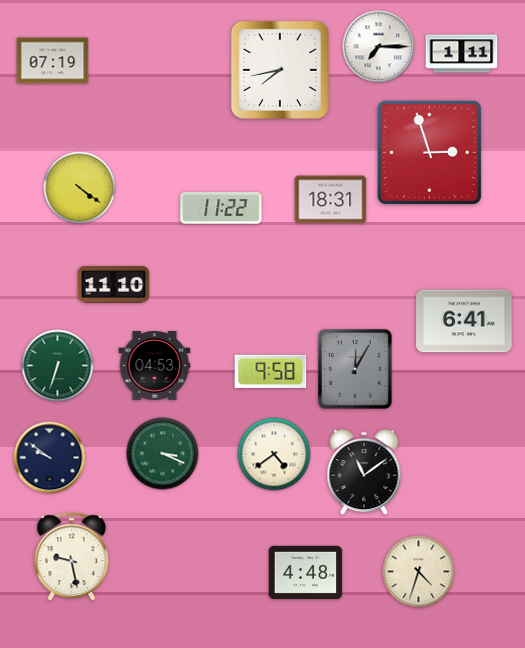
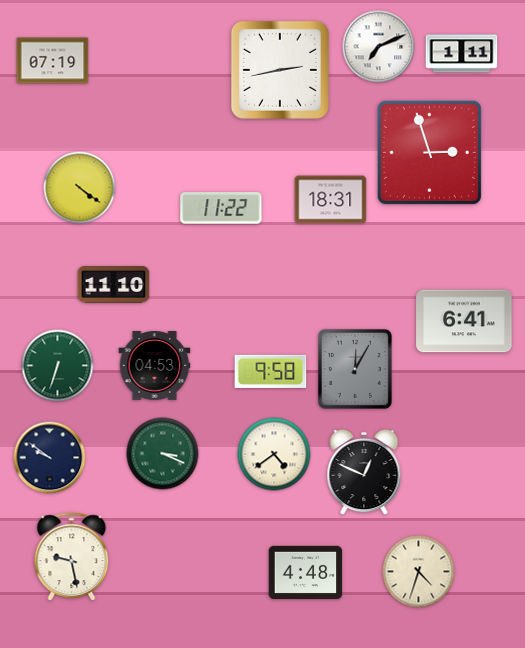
clock at (379, 47): 7:15 -> 7:11
clock at (280, 70): 7:43 -> 2:43
clock at (364, 472): 11:09 -> 12:49
